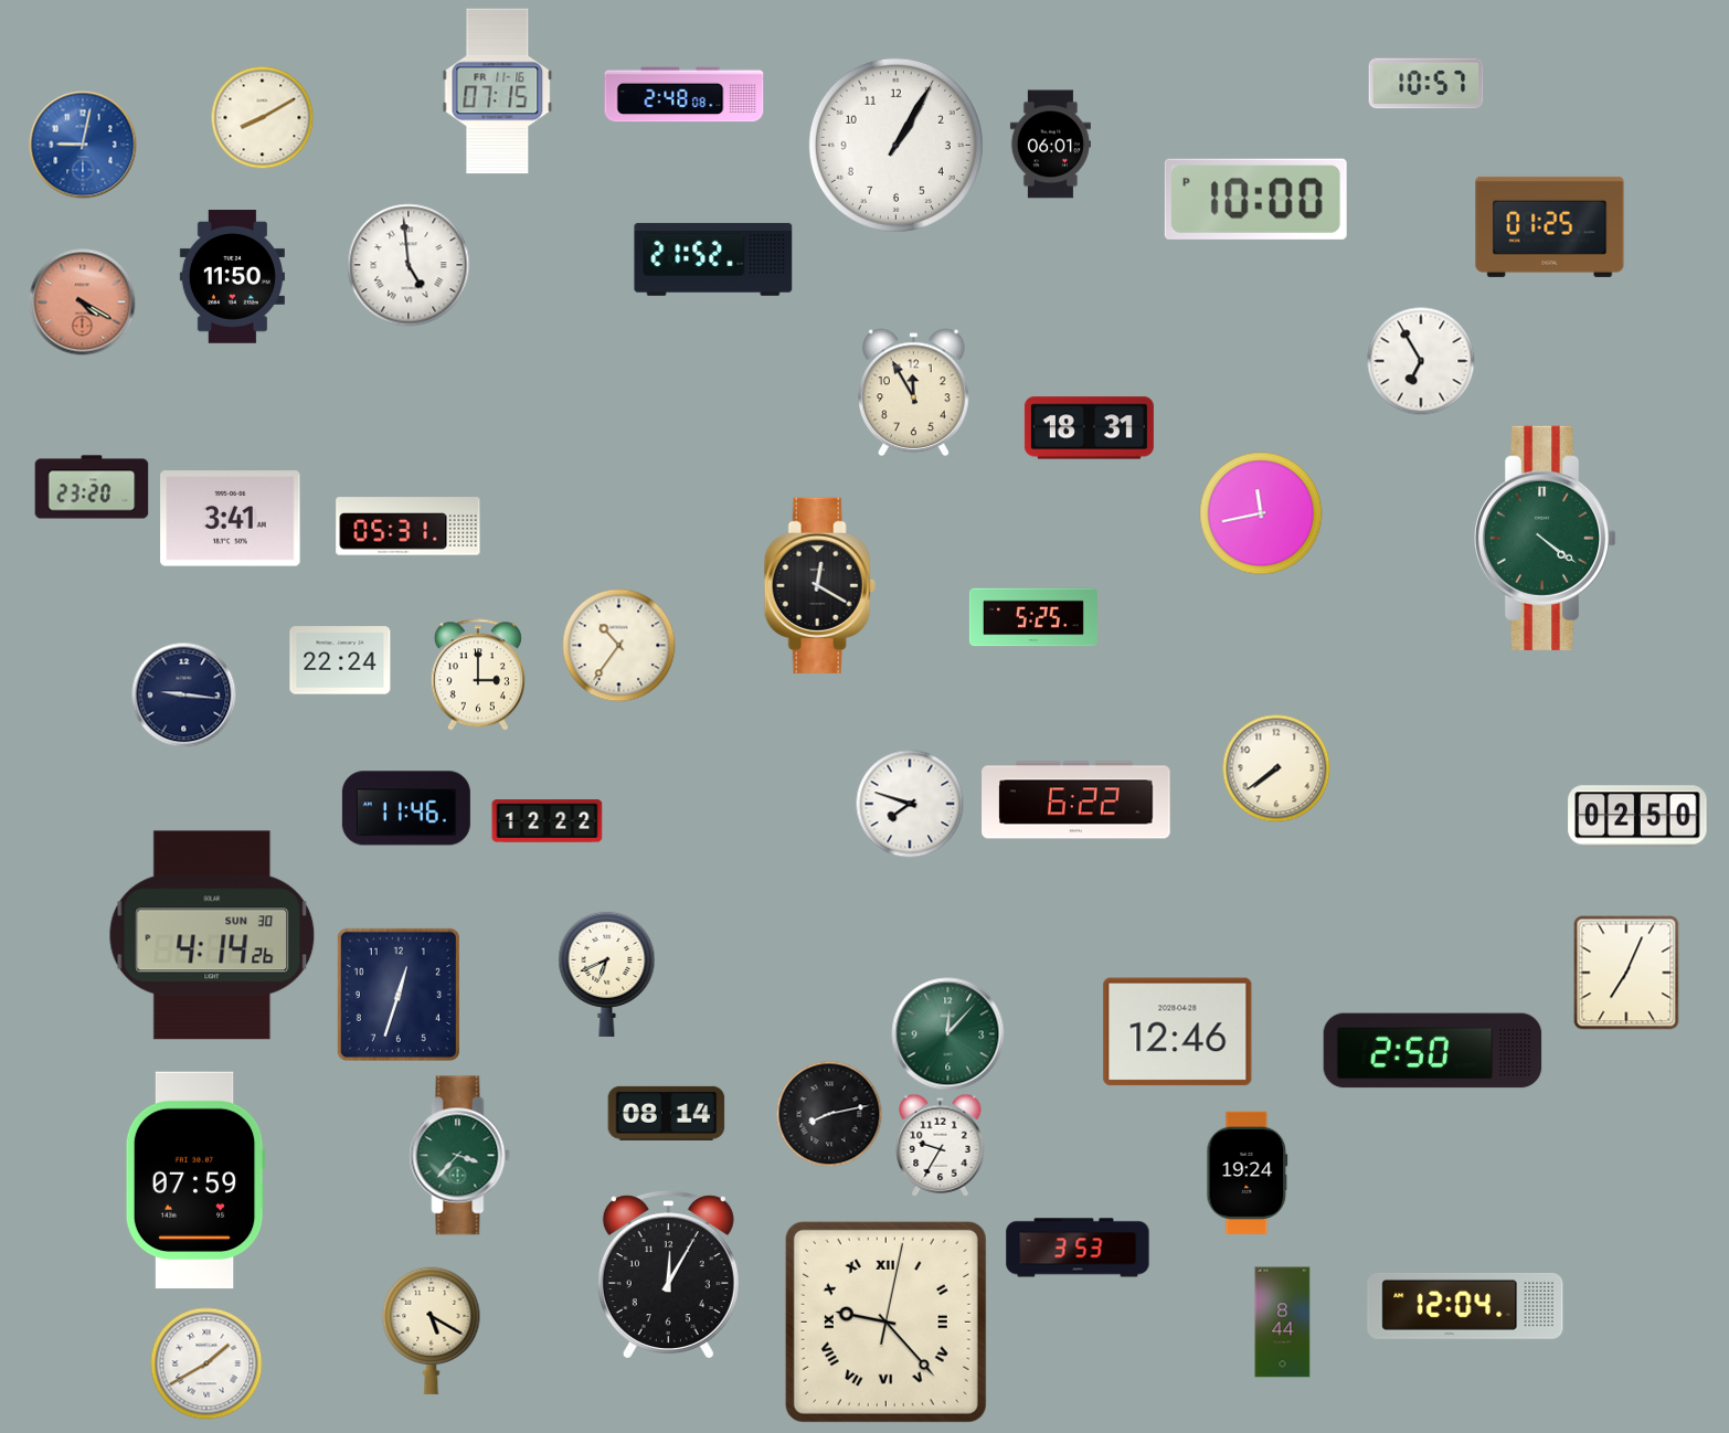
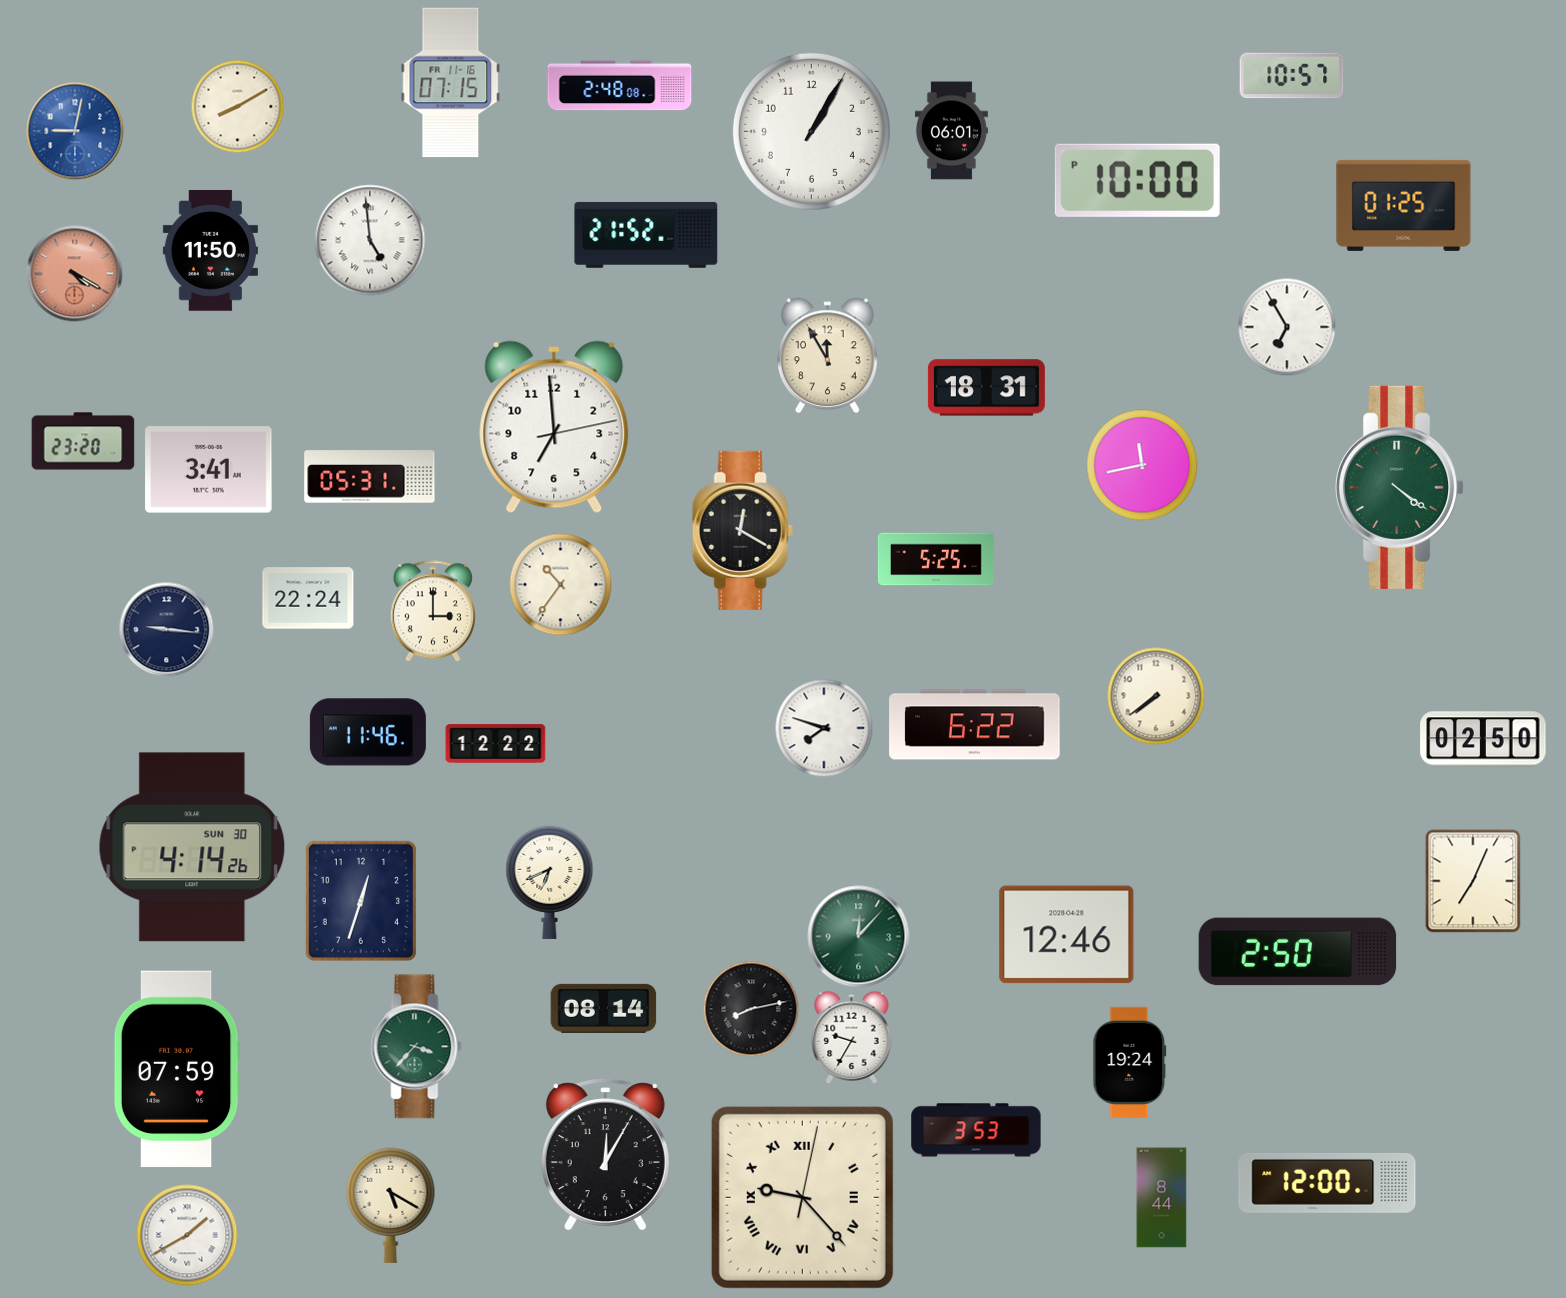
clock at (554, 427): none -> 6:59
clock at (1465, 1306): 12:04 -> 12:00
